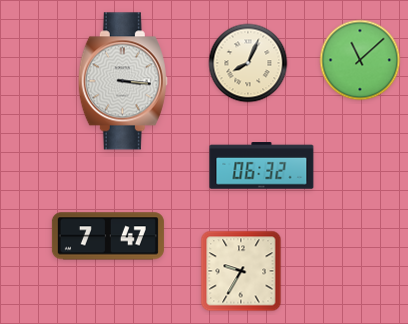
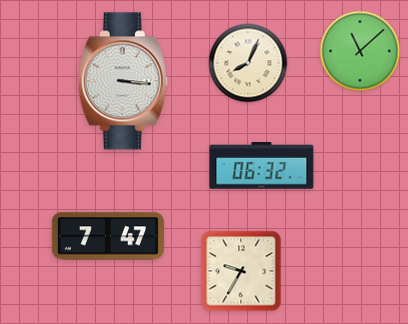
clock at (360, 60) position: (360, 60) -> (360, 51)
